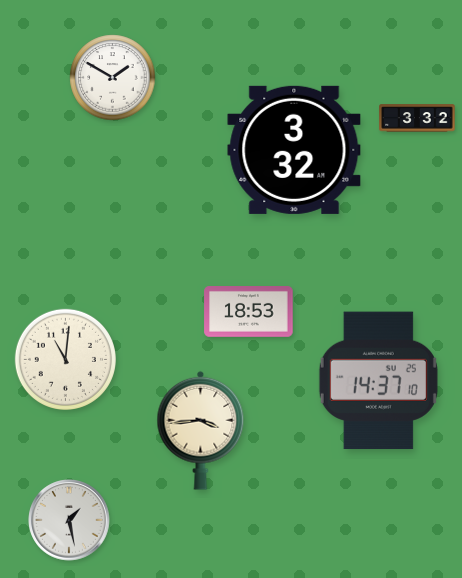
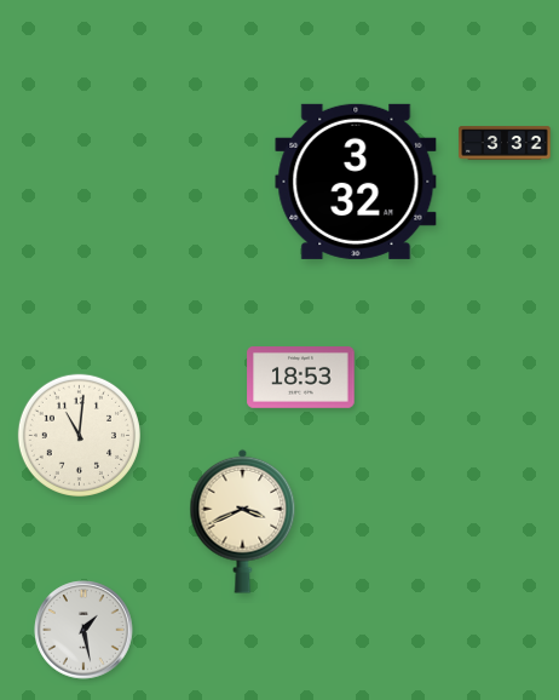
clock at (113, 78): 1:50 -> none
clock at (378, 381): 14:37 -> none
clock at (201, 430): 3:44 -> 3:41
